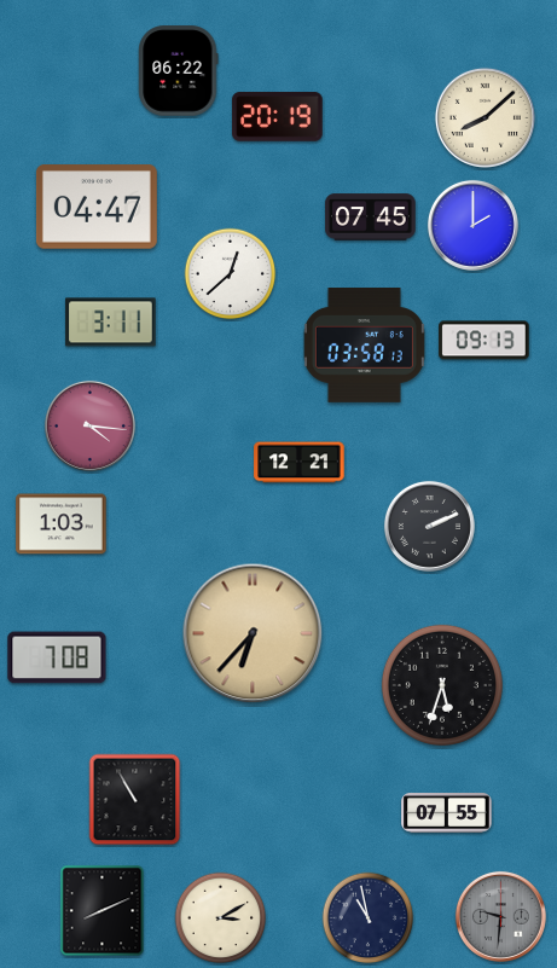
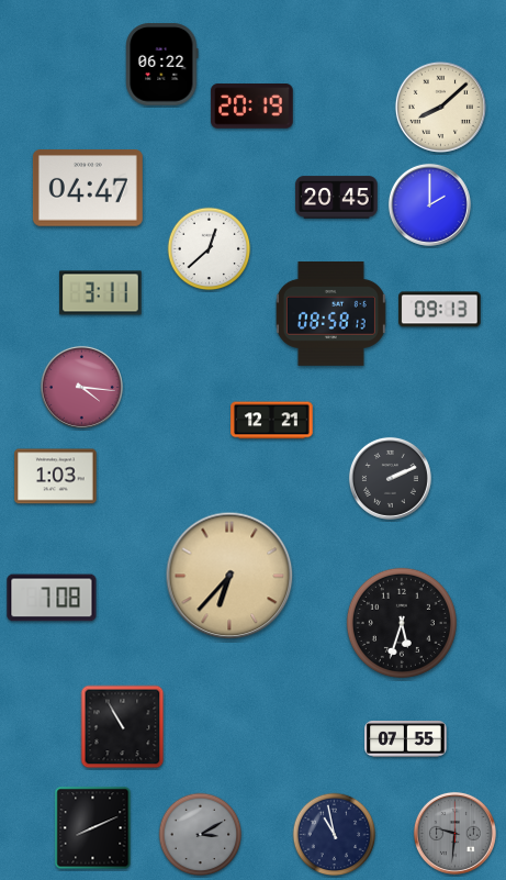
clock at (371, 218): 07:45 -> 20:45
clock at (364, 346): 03:58 -> 08:58
clock at (221, 918) dial: cream -> grey
